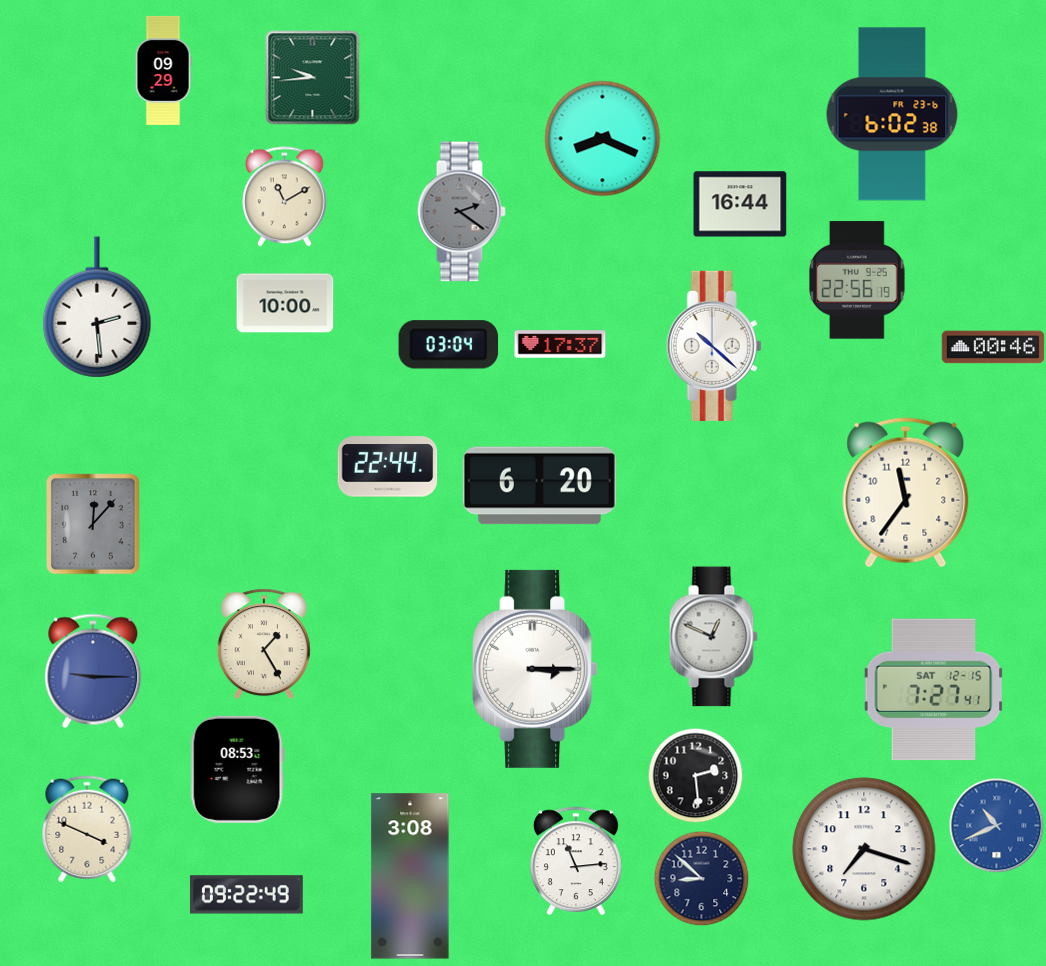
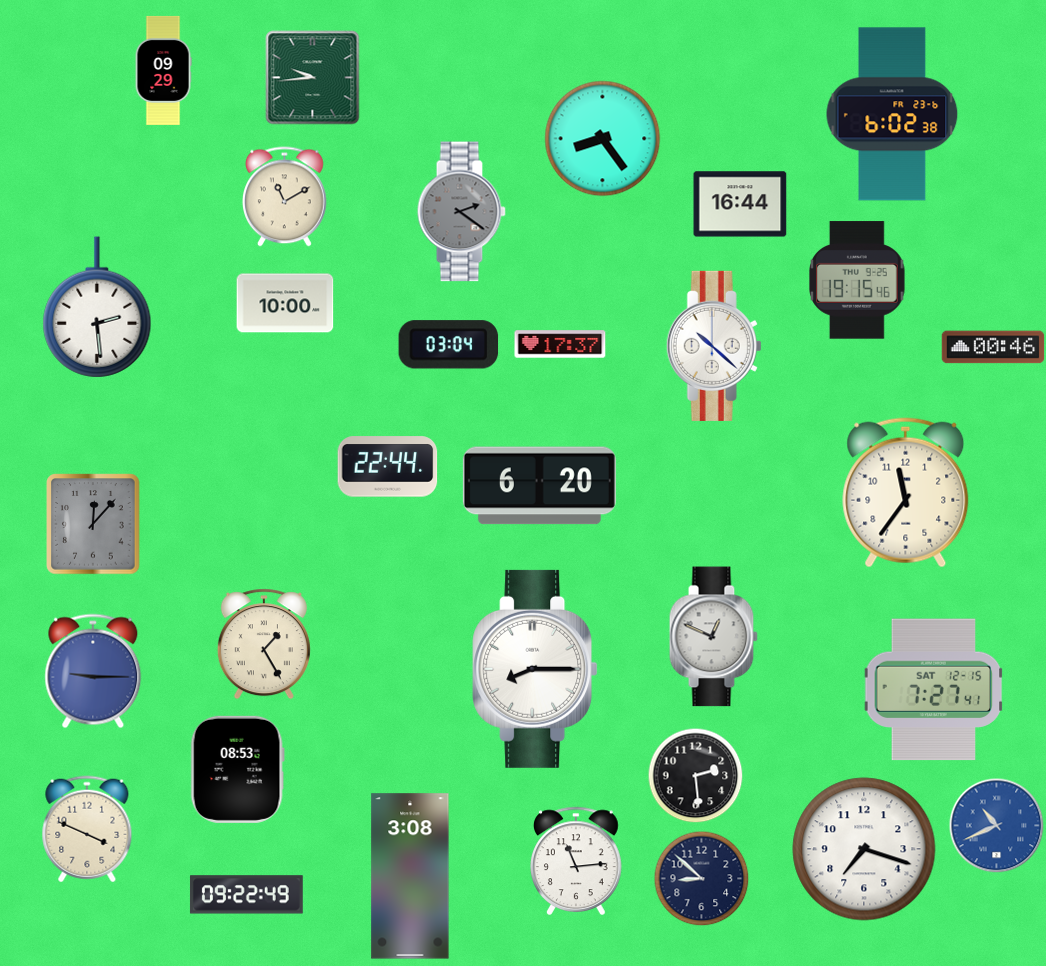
clock at (603, 139): 8:19 -> 8:24
clock at (857, 280): 22:56 -> 19:15
clock at (535, 669): 3:15 -> 8:15
